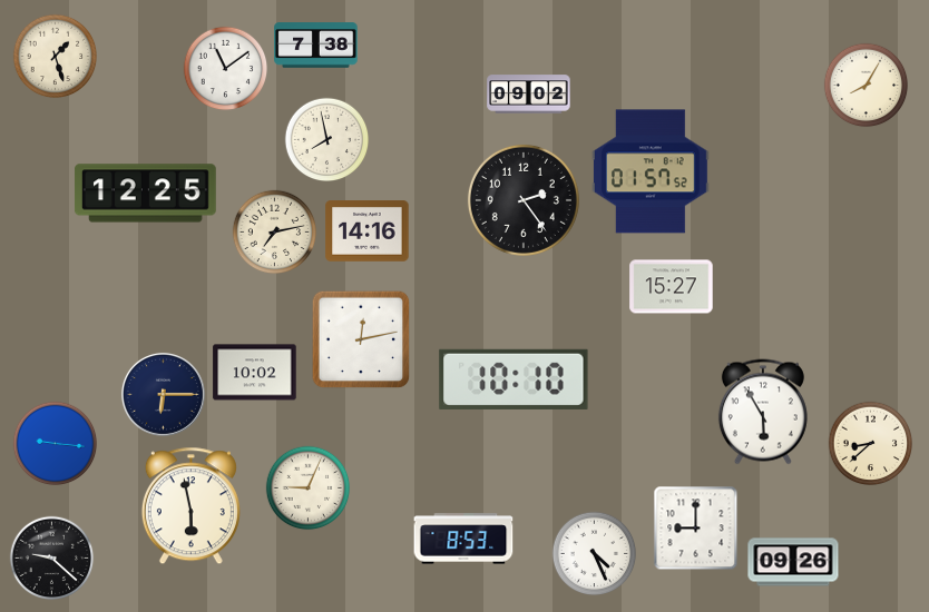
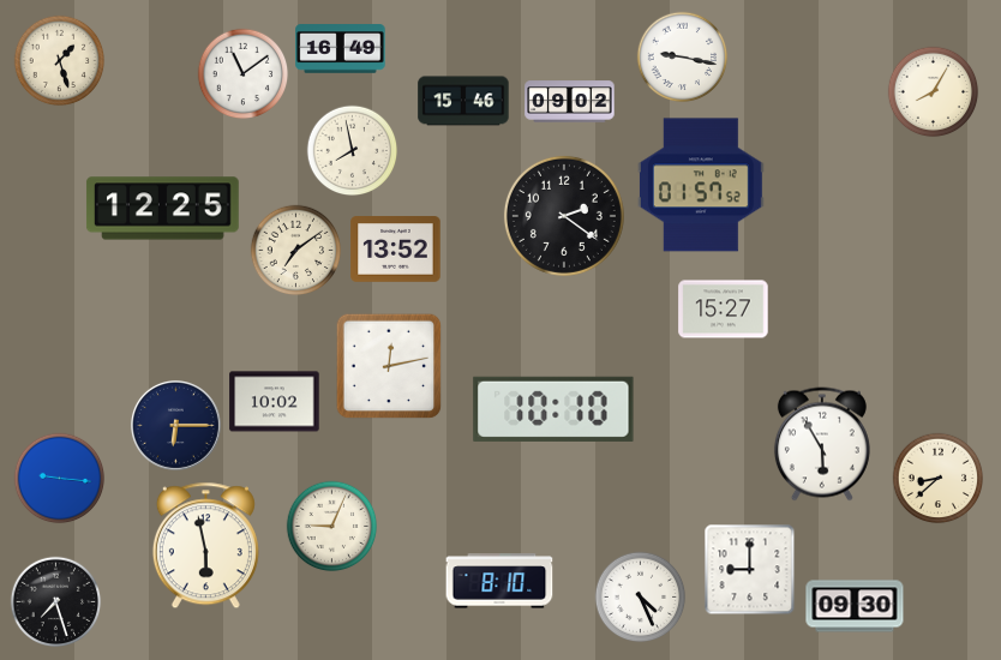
clock at (316, 46): 7:38 -> 16:49
clock at (683, 58): none -> 9:17
clock at (463, 101): none -> 15:46
clock at (145, 194) position: (145, 194) -> (162, 209)
clock at (524, 200): 2:24 -> 2:21
clock at (368, 231): 14:16 -> 13:52
clock at (275, 233): 7:13 -> 7:09
clock at (463, 539): 8:53 -> 8:10
clock at (52, 559): 9:22 -> 7:27
clock at (793, 562): 09:26 -> 09:30
